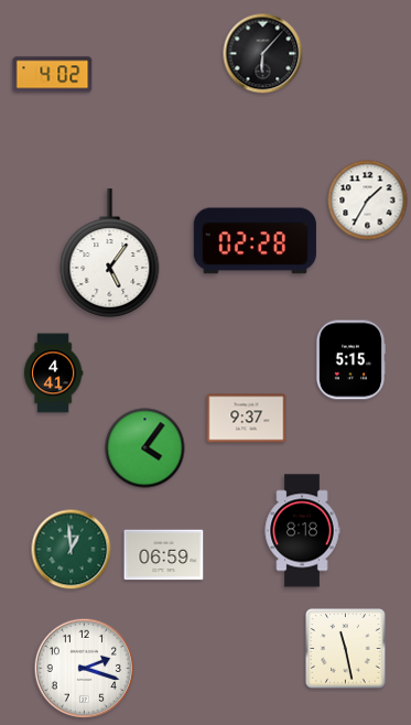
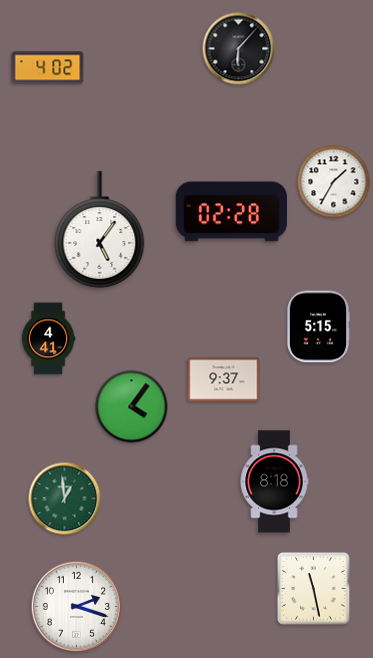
clock at (255, 241) position: (255, 241) -> (231, 212)
clock at (164, 555): 06:59 -> none
